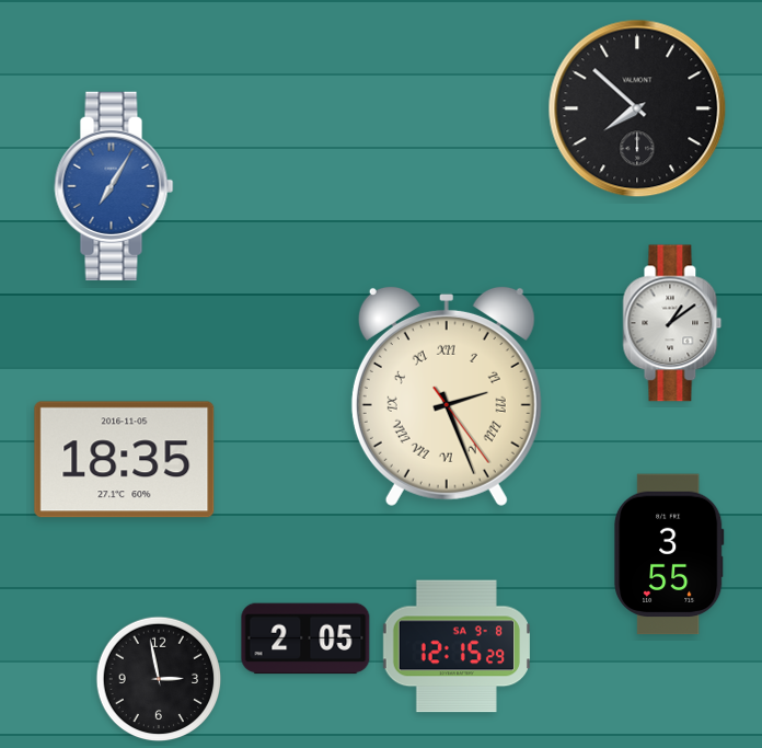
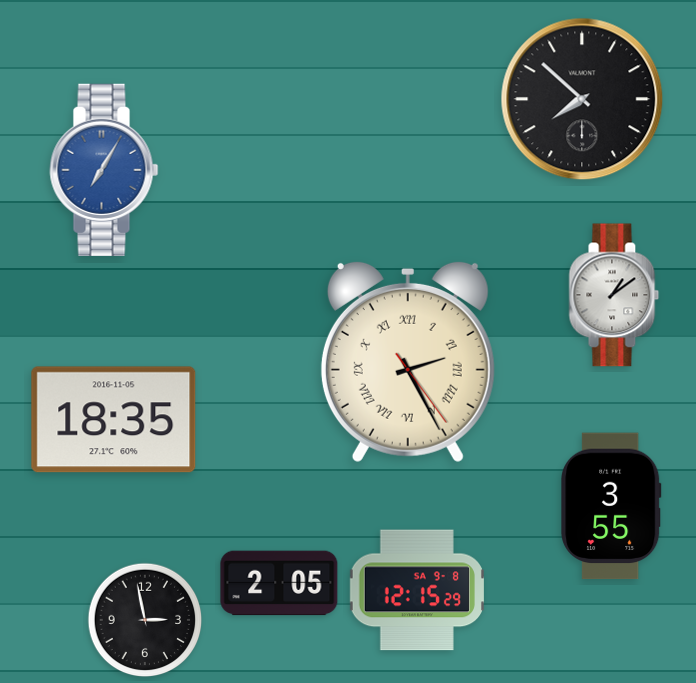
clock at (447, 395): 2:26 -> 2:25
